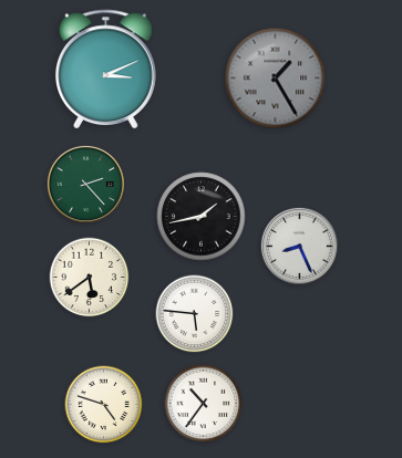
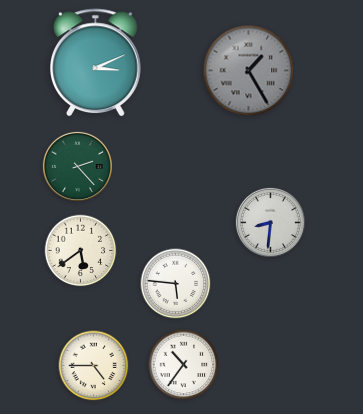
clock at (202, 217): 1:43 -> none
clock at (299, 246): 8:26 -> 8:31
clock at (104, 405): 4:48 -> 4:45
